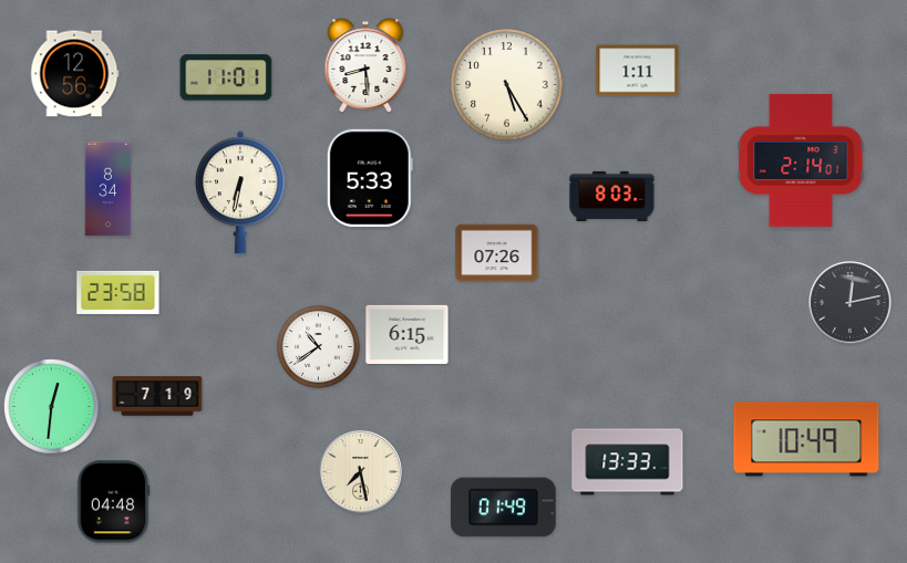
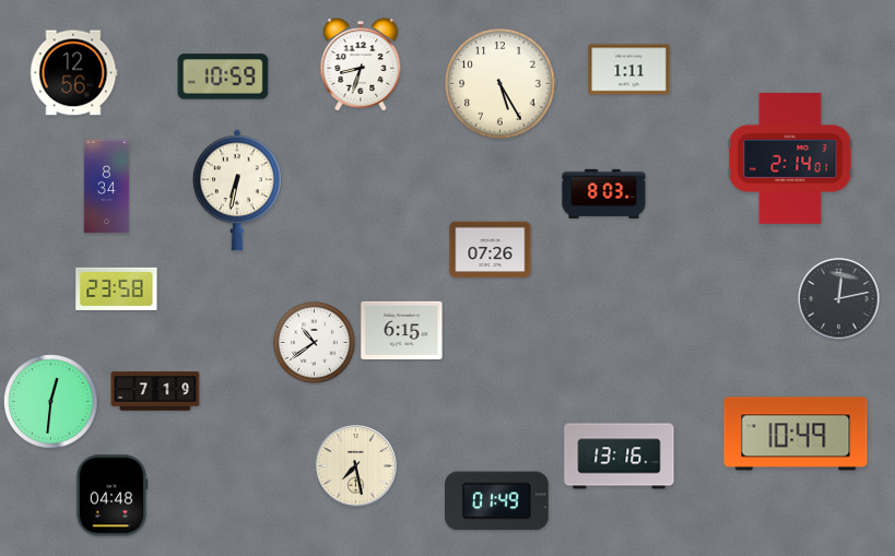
clock at (365, 65): 8:29 -> 8:33
clock at (226, 77): 11:01 -> 10:59
clock at (370, 177): 5:33 -> none
clock at (628, 462): 13:33 -> 13:16
